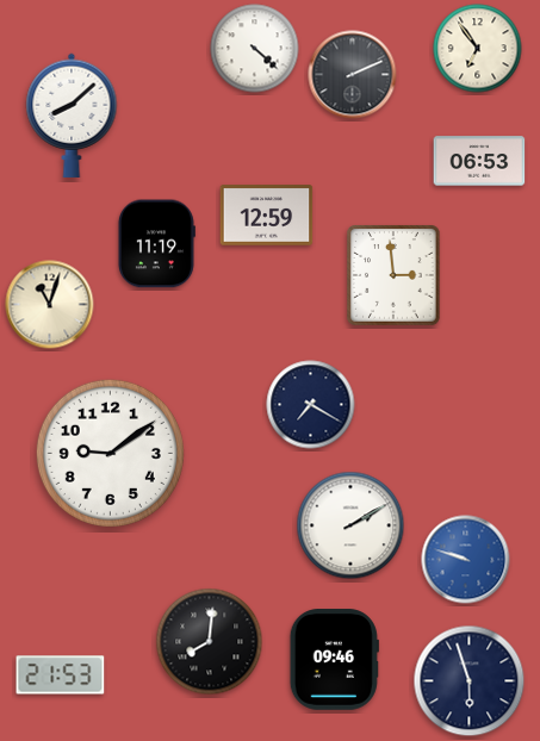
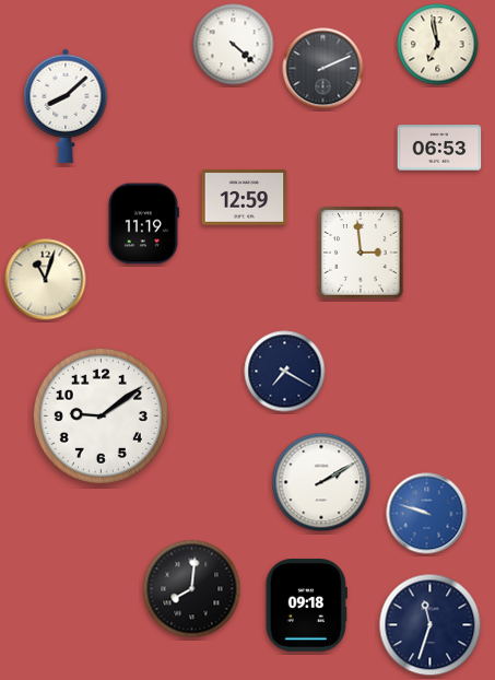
clock at (478, 49): 6:54 -> 6:58
clock at (334, 660): 09:46 -> 09:18
clock at (61, 675): 21:53 -> none
clock at (470, 681): 5:57 -> 11:33
